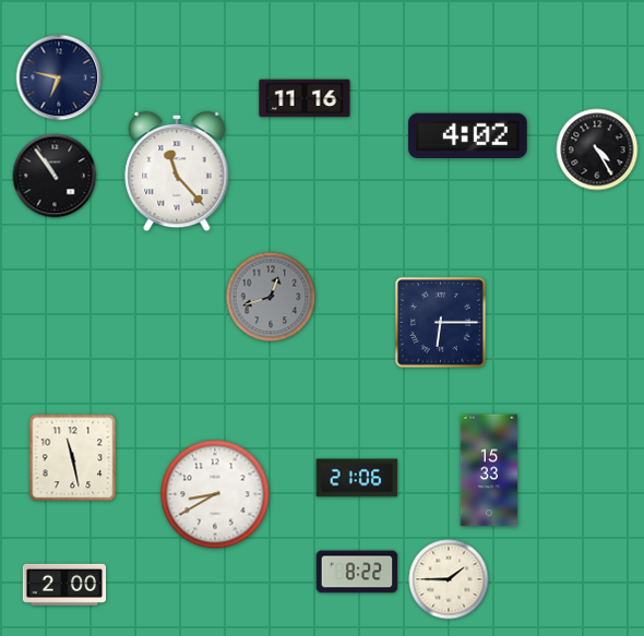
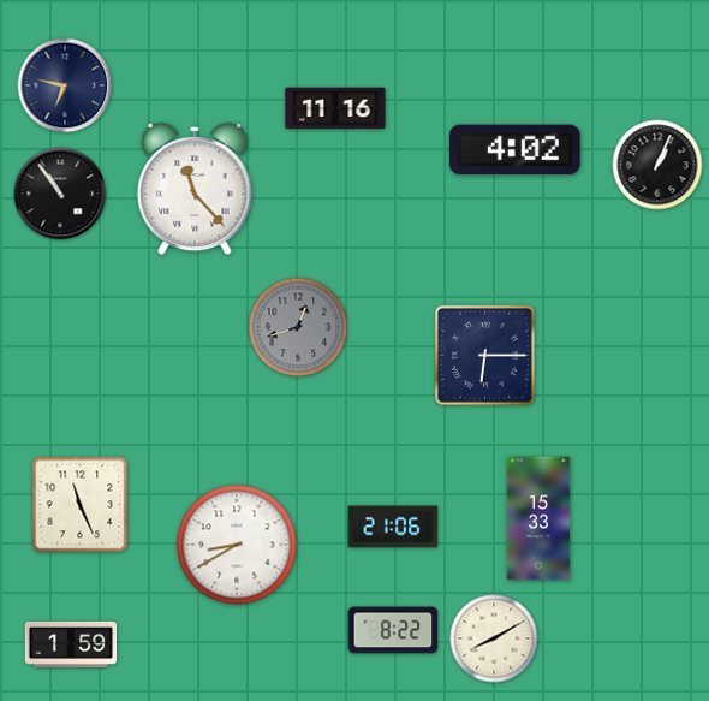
clock at (597, 149): 4:25 -> 1:04
clock at (73, 458): 11:28 -> 11:26
clock at (449, 579): 1:45 -> 8:10
clock at (64, 585): 2:00 -> 1:59
